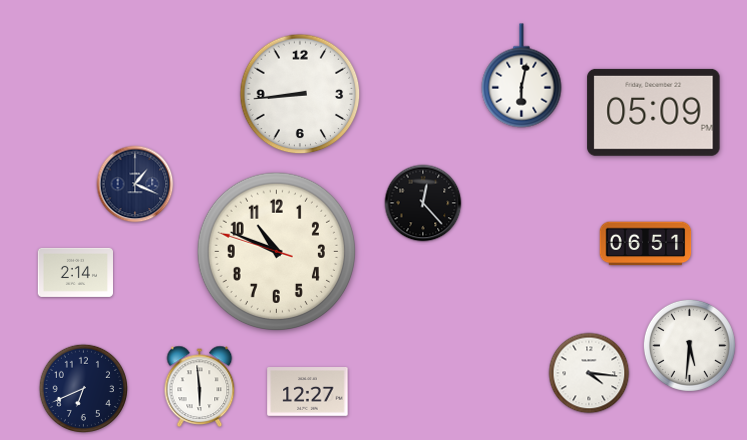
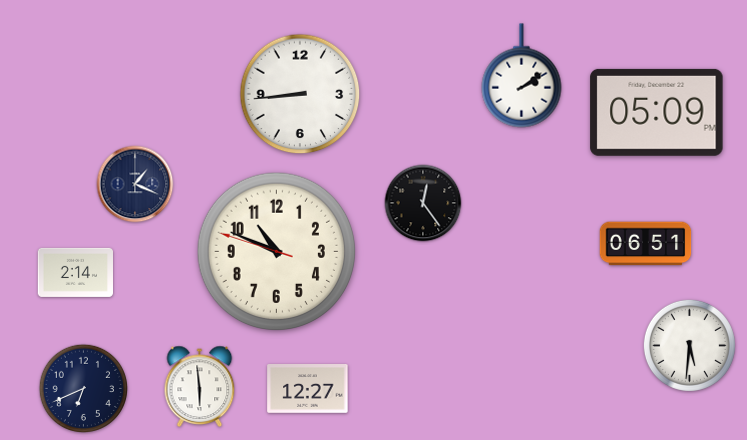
clock at (522, 76): 6:02 -> 2:09
clock at (654, 112) position: (654, 112) -> (657, 112)
clock at (423, 203): 12:23 -> 12:24
clock at (589, 373): 4:16 -> none
clock at (308, 392) position: (308, 392) -> (308, 389)
